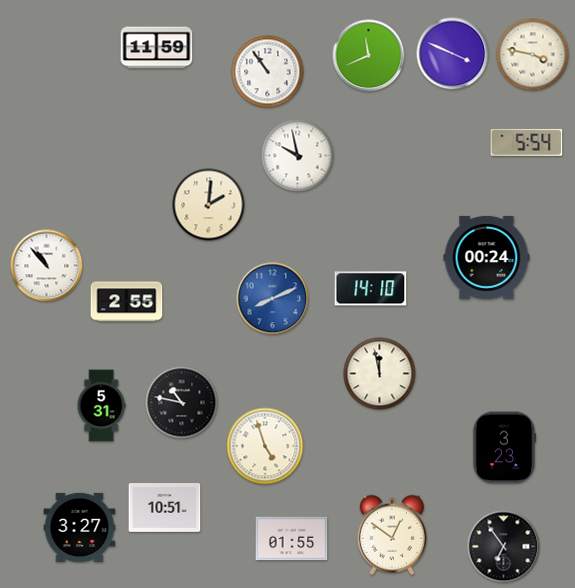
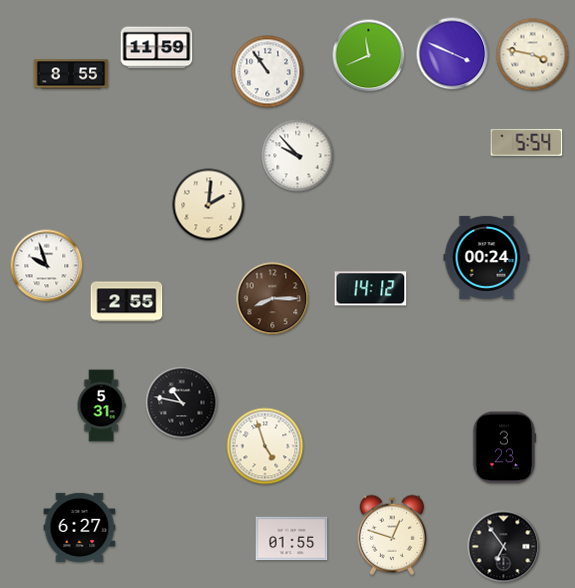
clock at (71, 74): none -> 8:55
clock at (298, 156): 9:58 -> 9:53
clock at (47, 266): 10:53 -> 9:57
clock at (371, 289): 14:10 -> 14:12
clock at (273, 299): 8:11 -> 8:15
clock at (273, 299) dial: blue -> brown
clock at (380, 374): 11:58 -> none
clock at (165, 508): 10:51 -> none
clock at (80, 527): 3:27 -> 6:27
clock at (391, 535): 12:51 -> 12:48
